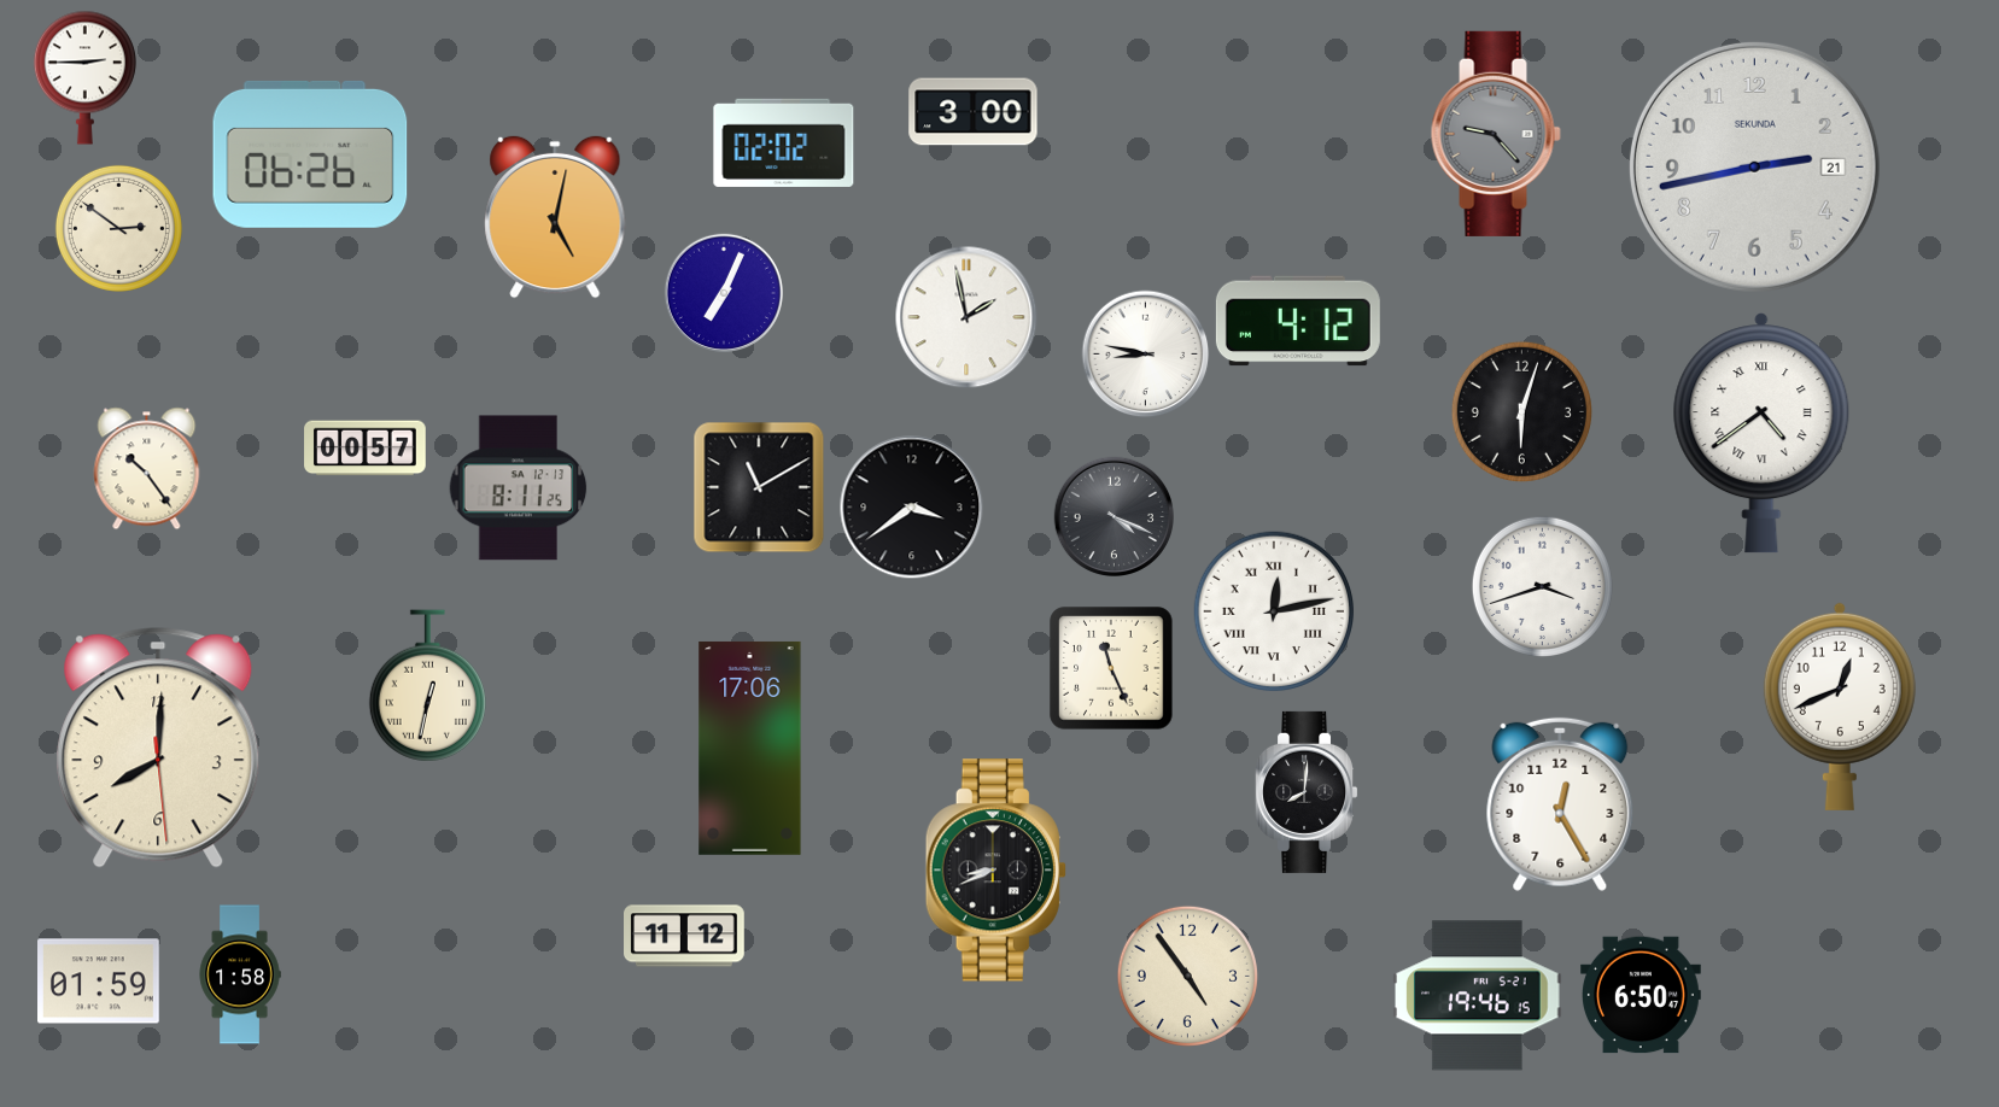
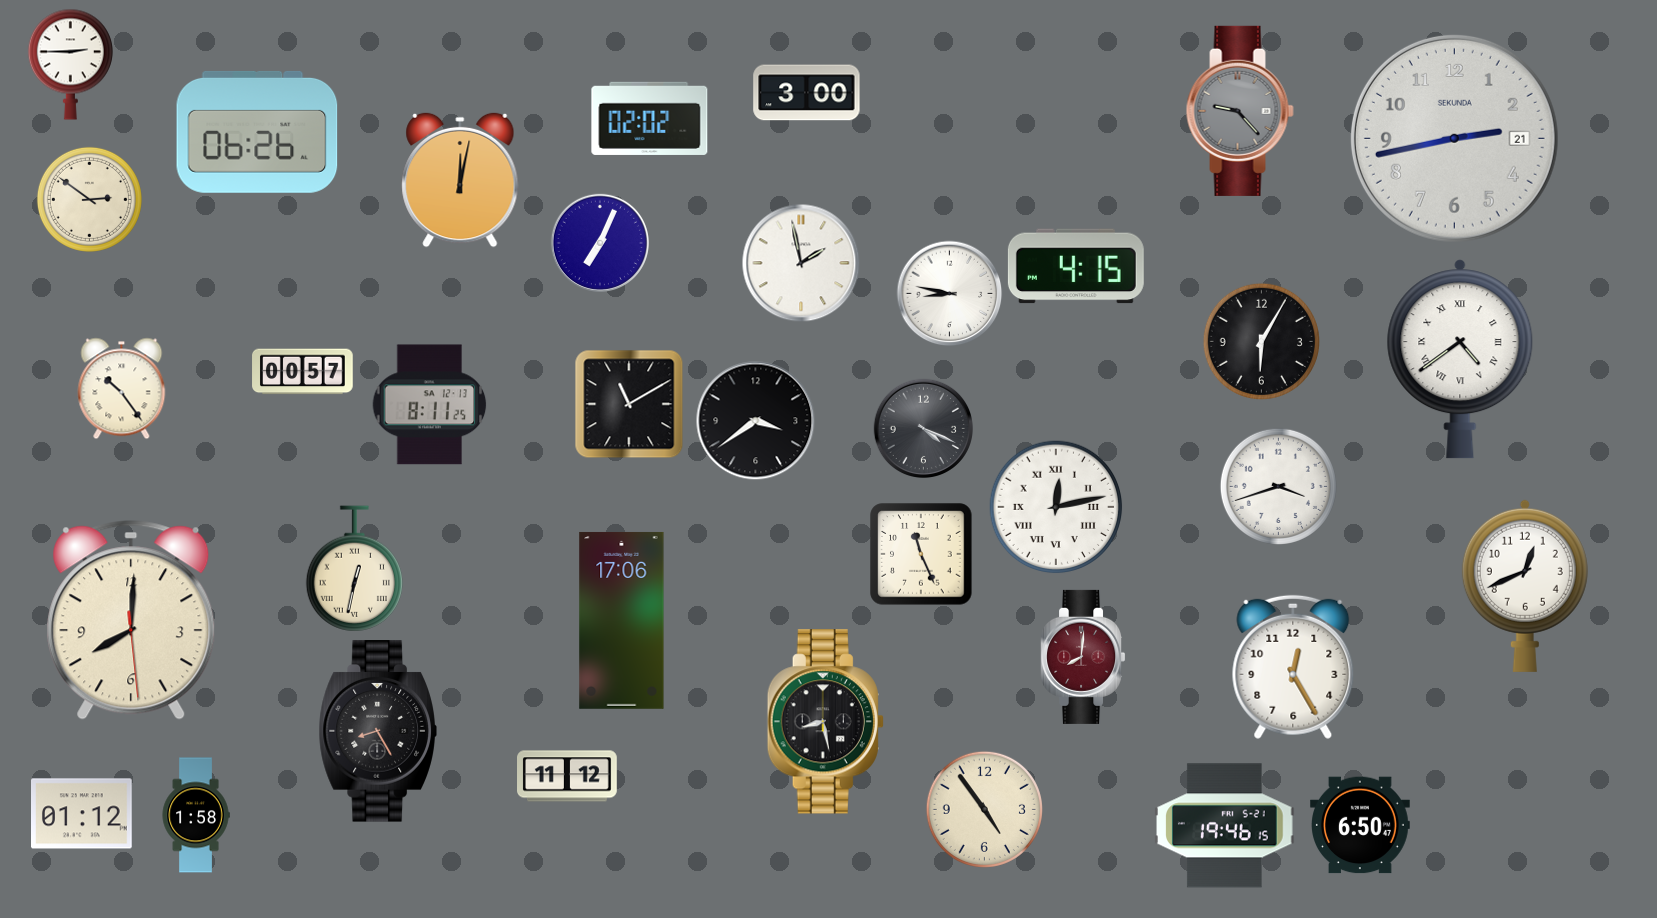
clock at (310, 154) position: (310, 154) -> (257, 132)
clock at (555, 217): 5:02 -> 12:02
clock at (118, 228) position: (118, 228) -> (89, 199)
clock at (1298, 321): 4:12 -> 4:15
clock at (1521, 411): 6:03 -> 6:05
clock at (1307, 792) dial: black -> burgundy
clock at (995, 871): 8:41 -> 8:28
clock at (378, 731): none -> 8:25
clock at (240, 974) position: (240, 974) -> (196, 815)
clock at (99, 982): 01:59 -> 01:12
